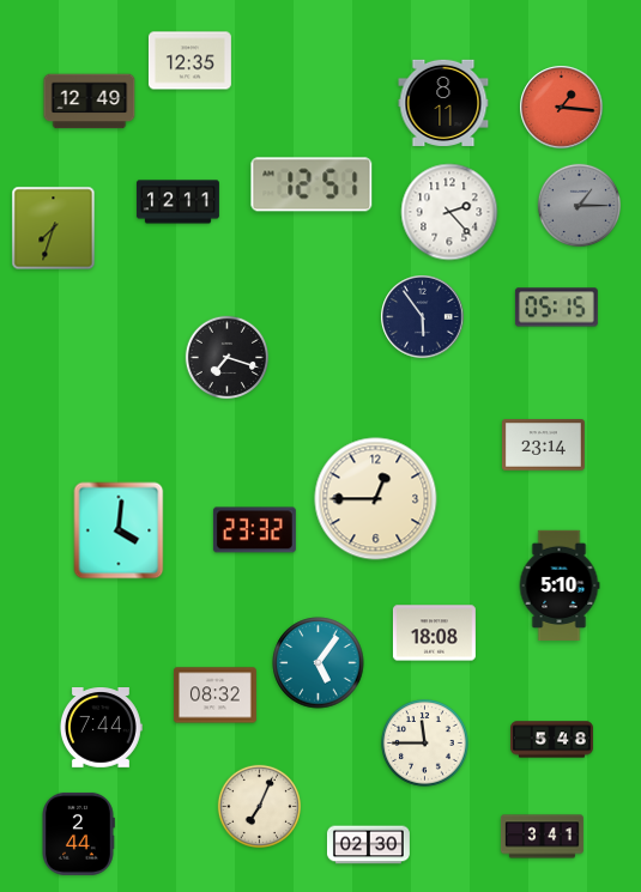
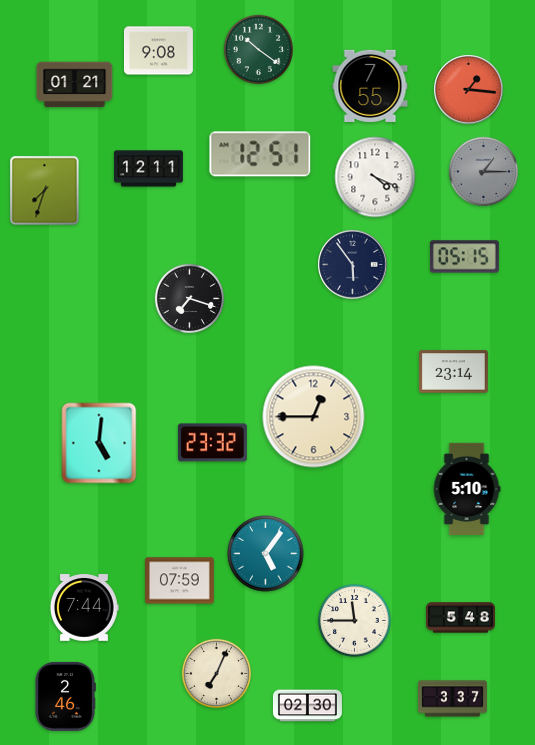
clock at (259, 50): none -> 10:21
clock at (189, 61): 12:35 -> 9:08
clock at (90, 102): 12:49 -> 01:21
clock at (443, 103): 8:11 -> 7:55
clock at (449, 212): 2:23 -> 4:19
clock at (119, 530): 4:01 -> 5:01
clock at (434, 633): 18:08 -> none
clock at (214, 696): 08:32 -> 07:59
clock at (78, 833): 2:44 -> 2:46
clock at (542, 837): 3:41 -> 3:37
